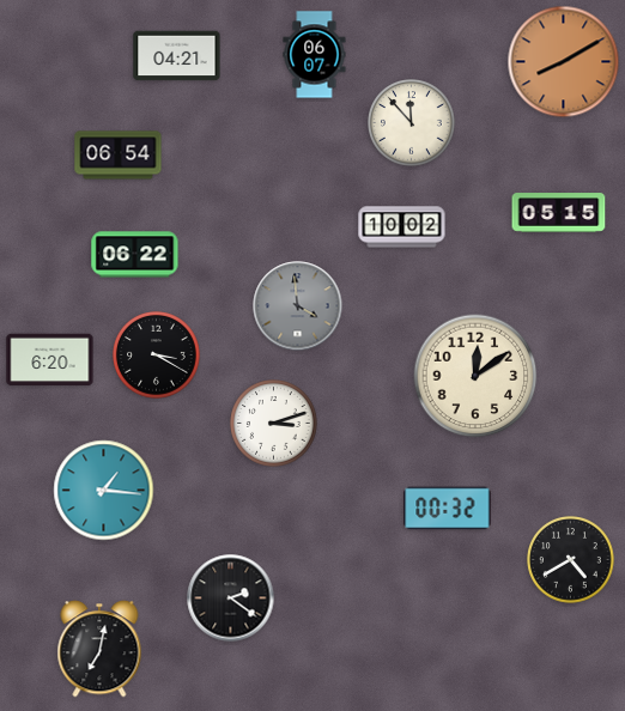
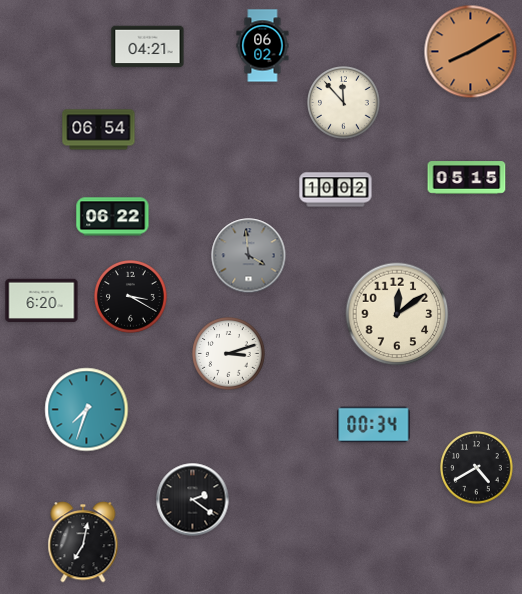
clock at (315, 55): 06:07 -> 06:02
clock at (135, 255) position: (135, 255) -> (113, 217)
clock at (104, 491): 1:16 -> 7:33
clock at (448, 509): 00:32 -> 00:34
